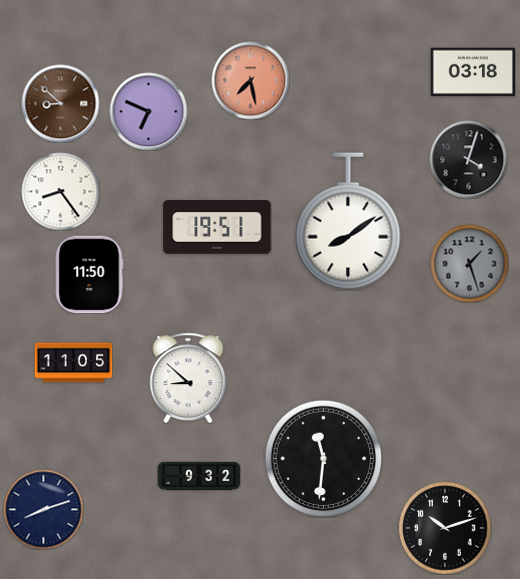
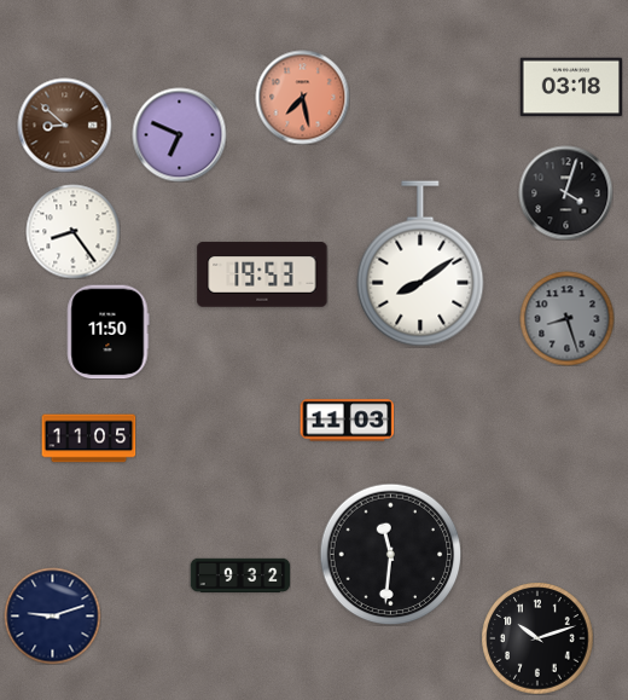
clock at (60, 103) position: (60, 103) -> (64, 125)
clock at (348, 221) position: (348, 221) -> (420, 264)
clock at (217, 227): 19:51 -> 19:53
clock at (469, 263): 1:27 -> 8:27
clock at (347, 421): none -> 11:03
clock at (188, 377): 8:52 -> none
clock at (43, 509): 8:12 -> 9:12
